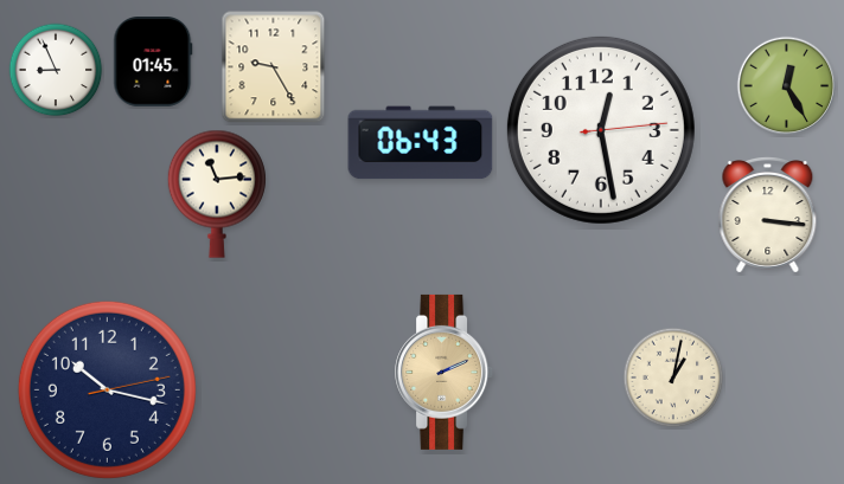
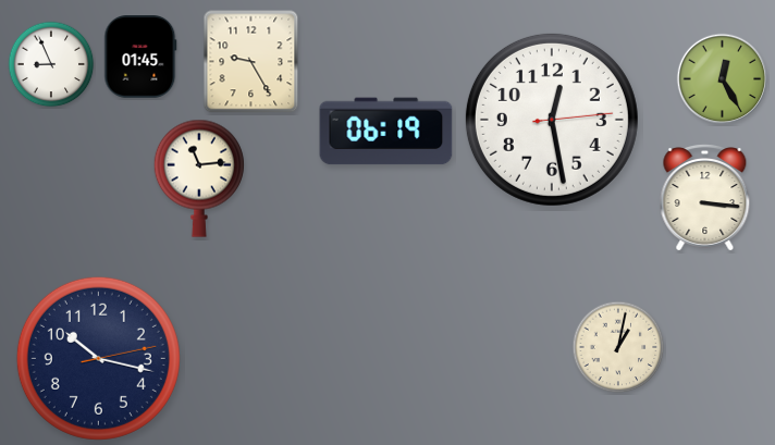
clock at (421, 143): 06:43 -> 06:19
clock at (445, 372): 2:11 -> none
